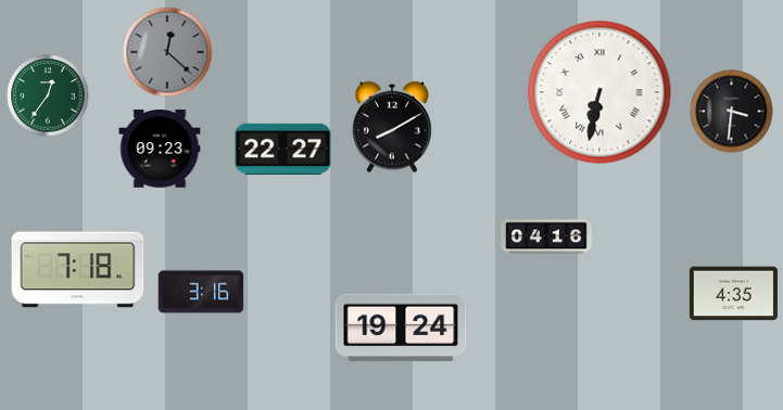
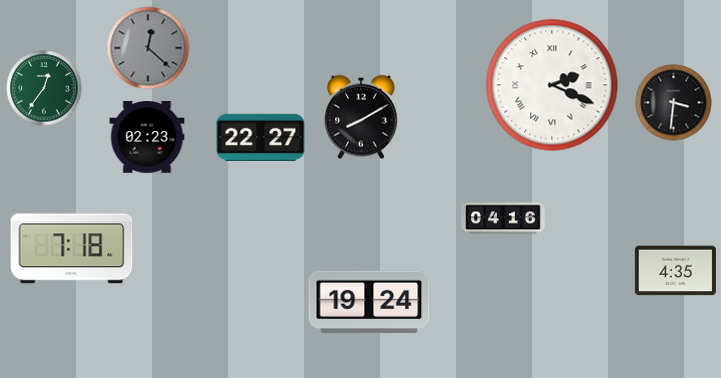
clock at (167, 52) position: (167, 52) -> (148, 48)
clock at (599, 92): 6:32 -> 2:19
clock at (160, 150): 09:23 -> 02:23
clock at (201, 292): 3:16 -> none
